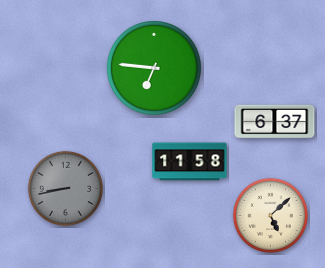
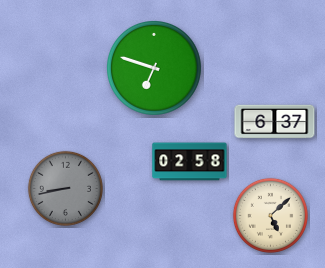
clock at (155, 69): 6:46 -> 6:48
clock at (190, 162): 11:58 -> 02:58
